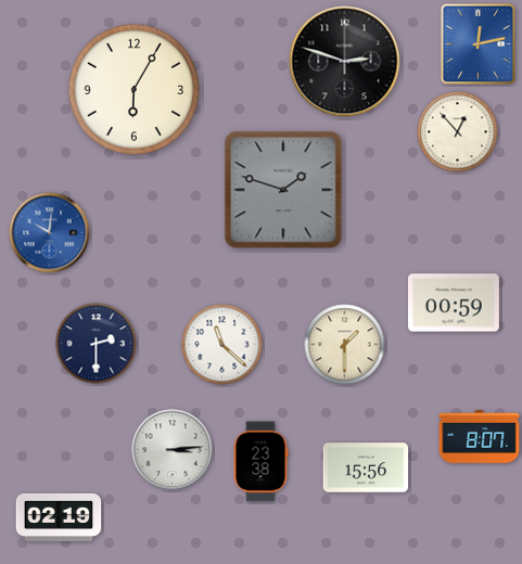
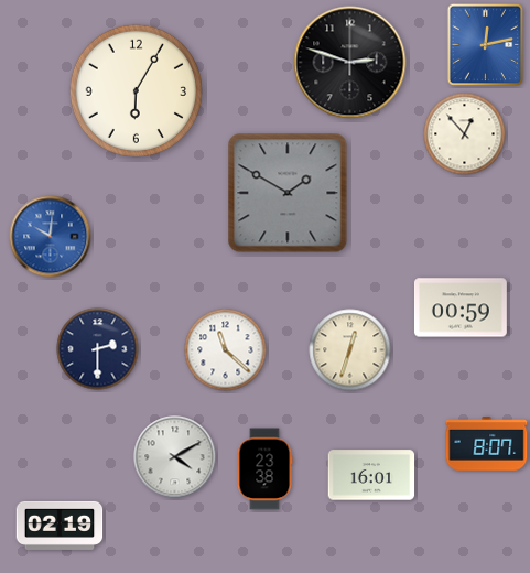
clock at (283, 190): 1:48 -> 1:50
clock at (345, 345): 1:30 -> 12:33
clock at (173, 450): 3:14 -> 4:10
clock at (366, 467): 15:56 -> 16:01
